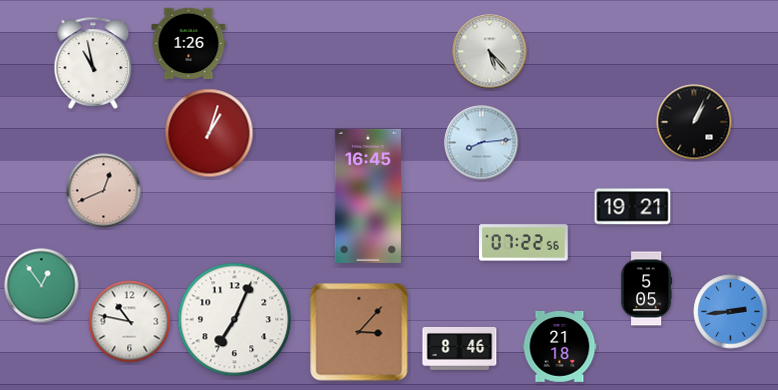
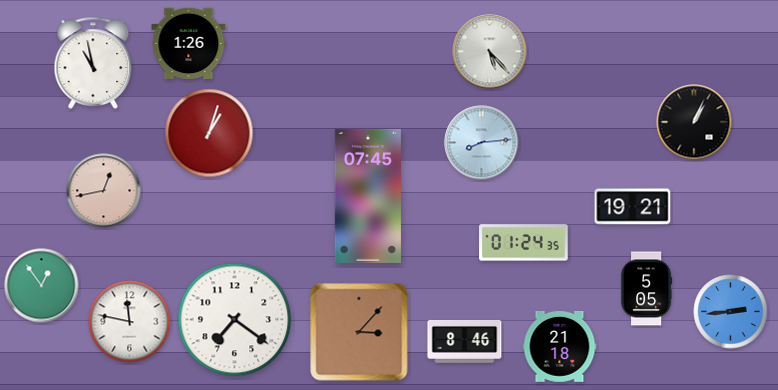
clock at (104, 191): 12:41 -> 12:43
clock at (368, 196): 16:45 -> 07:45
clock at (524, 243): 07:22 -> 01:24
clock at (235, 320): 7:04 -> 7:21
clock at (130, 322): 10:47 -> 11:47
clock at (460, 349) position: (460, 349) -> (465, 342)
